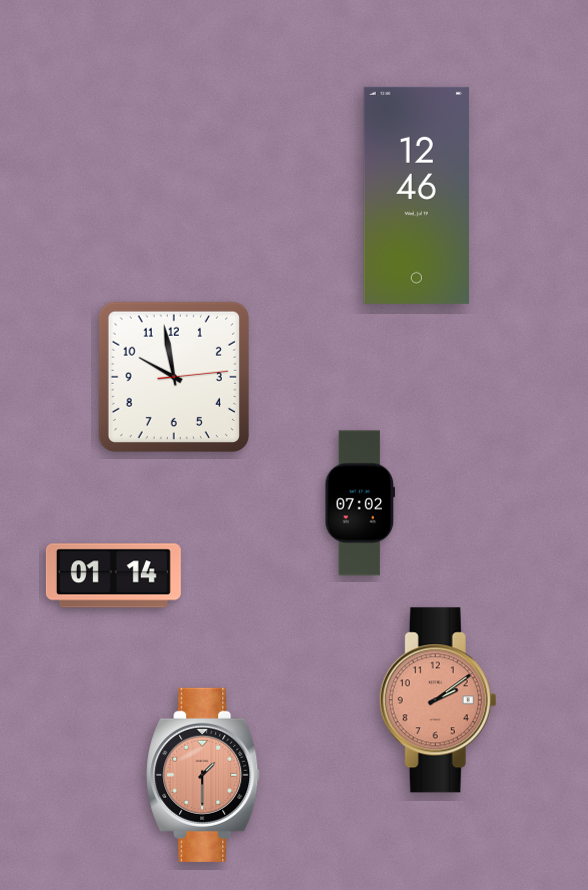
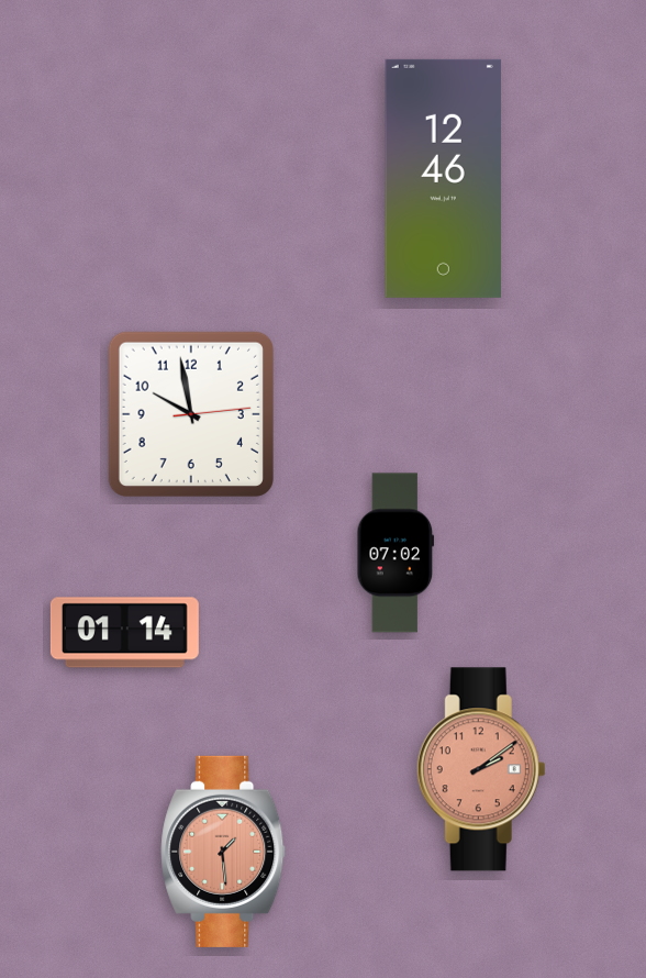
clock at (416, 195) position: (416, 195) -> (443, 178)
clock at (204, 775): 1:30 -> 1:29
